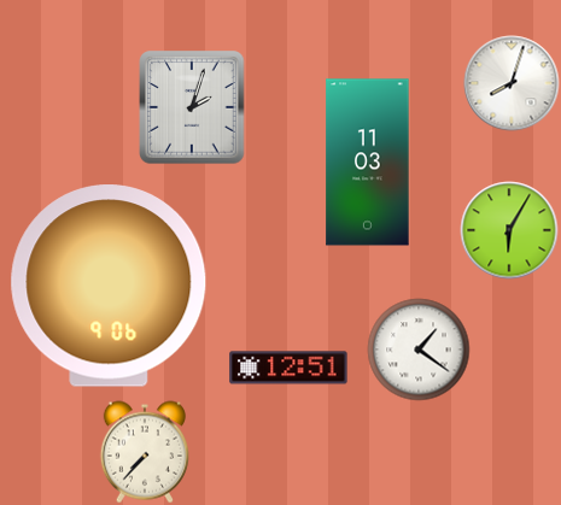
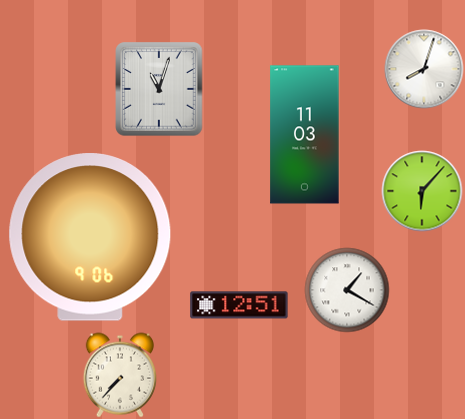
clock at (192, 107): 2:03 -> 11:03
clock at (509, 230): 6:05 -> 6:07
clock at (419, 350): 1:21 -> 1:20
